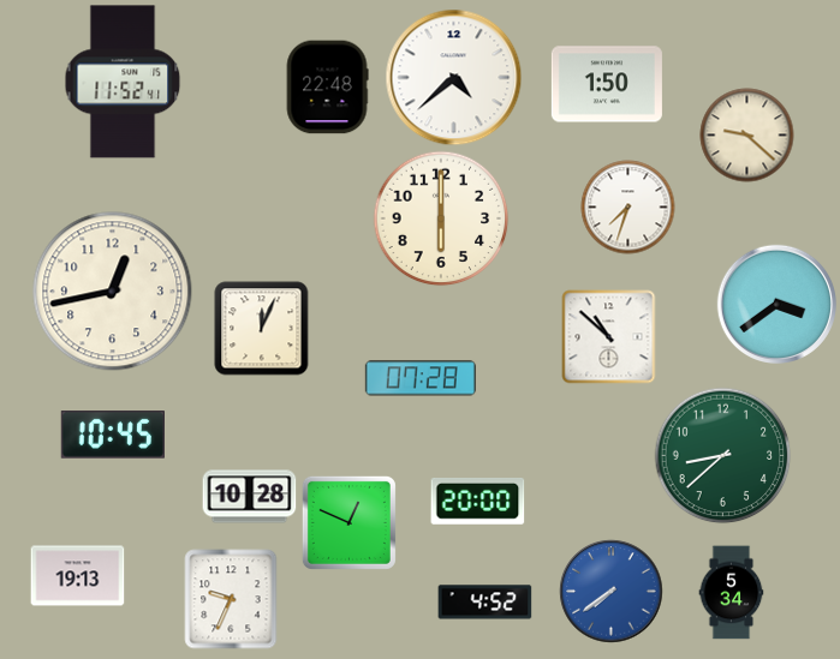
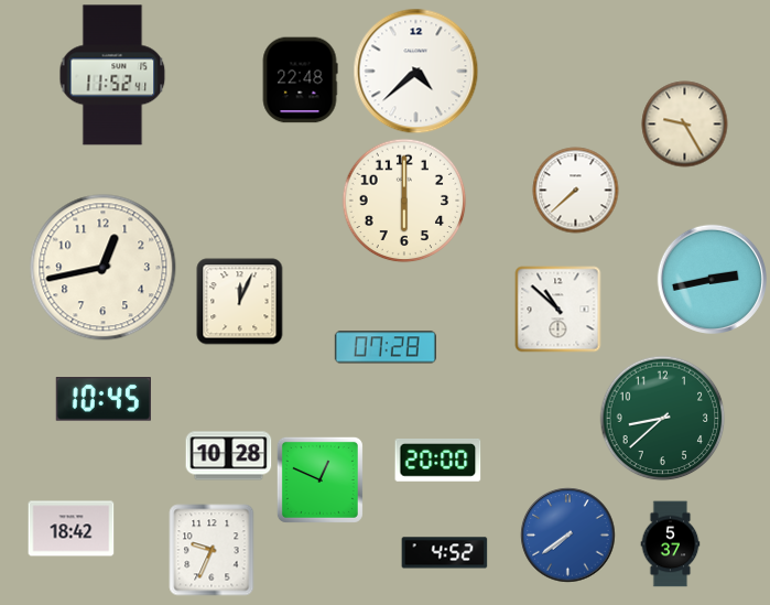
clock at (607, 84): 1:50 -> none
clock at (746, 134): 9:22 -> 9:25
clock at (627, 206): 7:33 -> 7:38
clock at (776, 304): 3:39 -> 2:43
clock at (77, 576): 19:13 -> 18:42
clock at (610, 591) position: (610, 591) -> (567, 534)
clock at (732, 592): 5:34 -> 5:37
